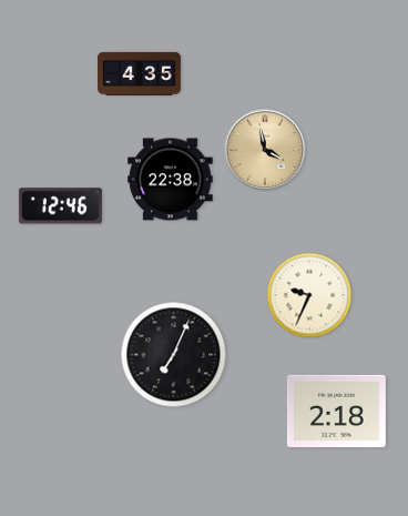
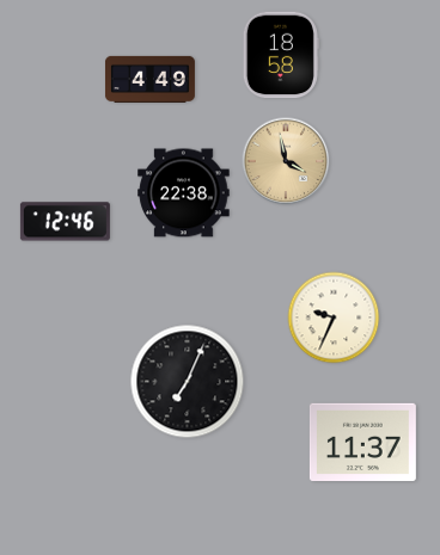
clock at (281, 55): none -> 18:58
clock at (139, 73): 4:35 -> 4:49
clock at (336, 411): 2:18 -> 11:37
